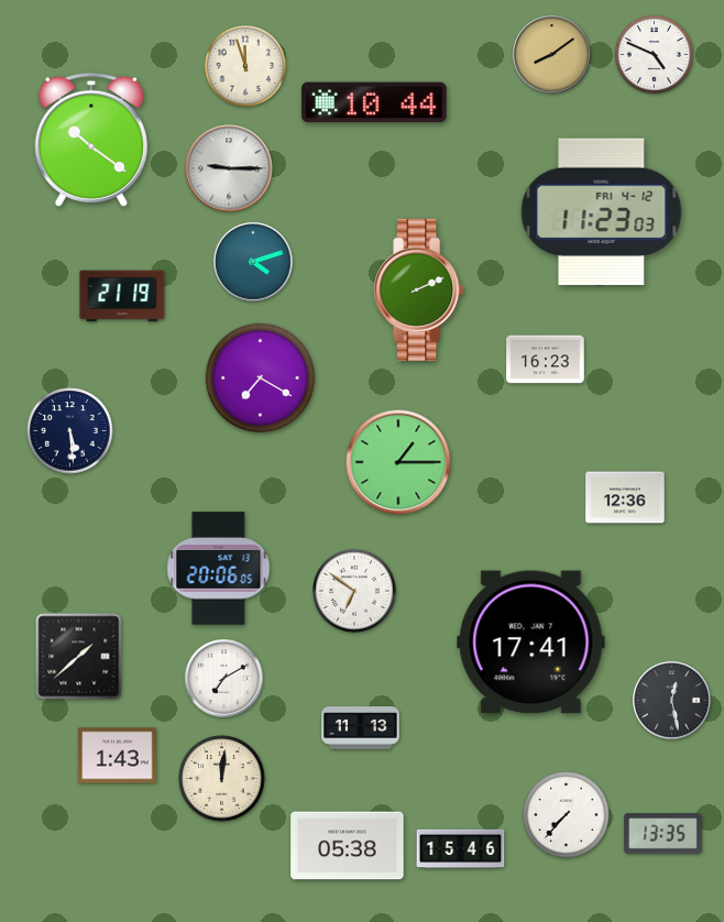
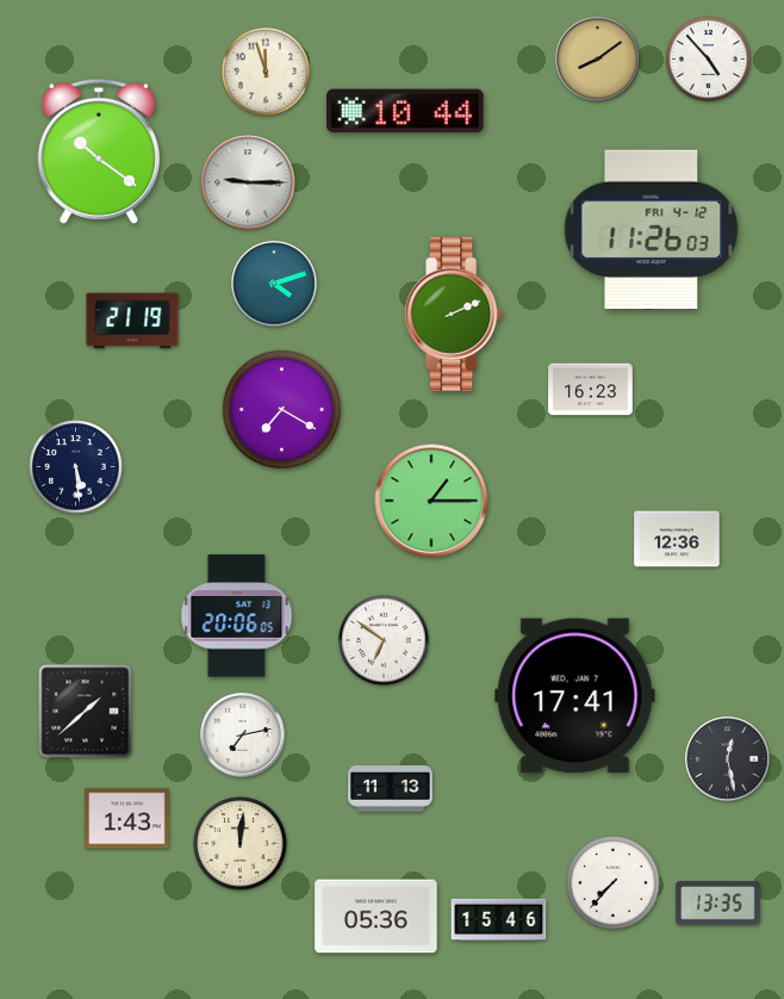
clock at (654, 54): 4:49 -> 4:53
clock at (602, 212): 11:23 -> 11:26
clock at (224, 679): 7:10 -> 7:13
clock at (348, 846): 05:38 -> 05:36
